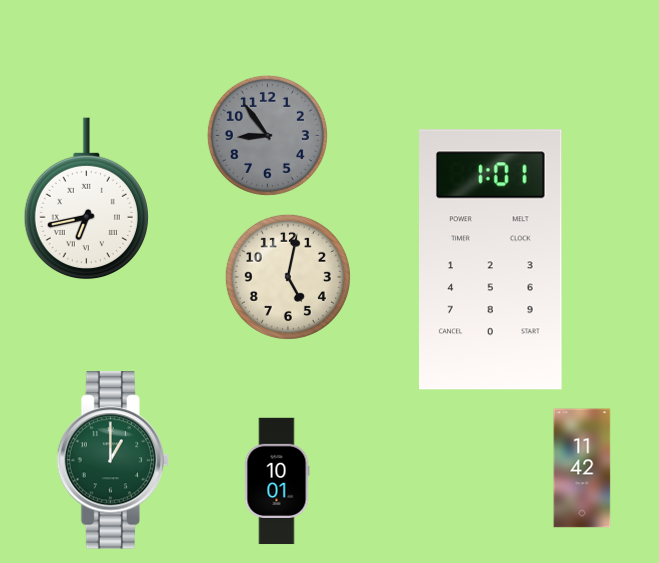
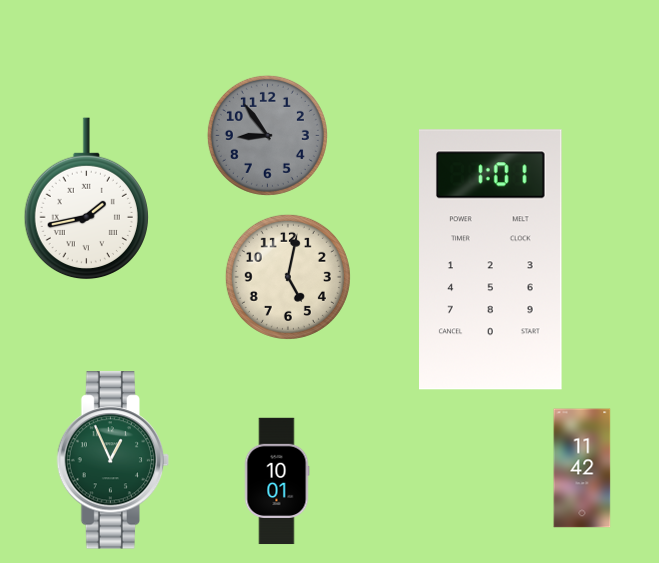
clock at (86, 199): 6:43 -> 1:43
clock at (113, 460): 1:00 -> 12:56
